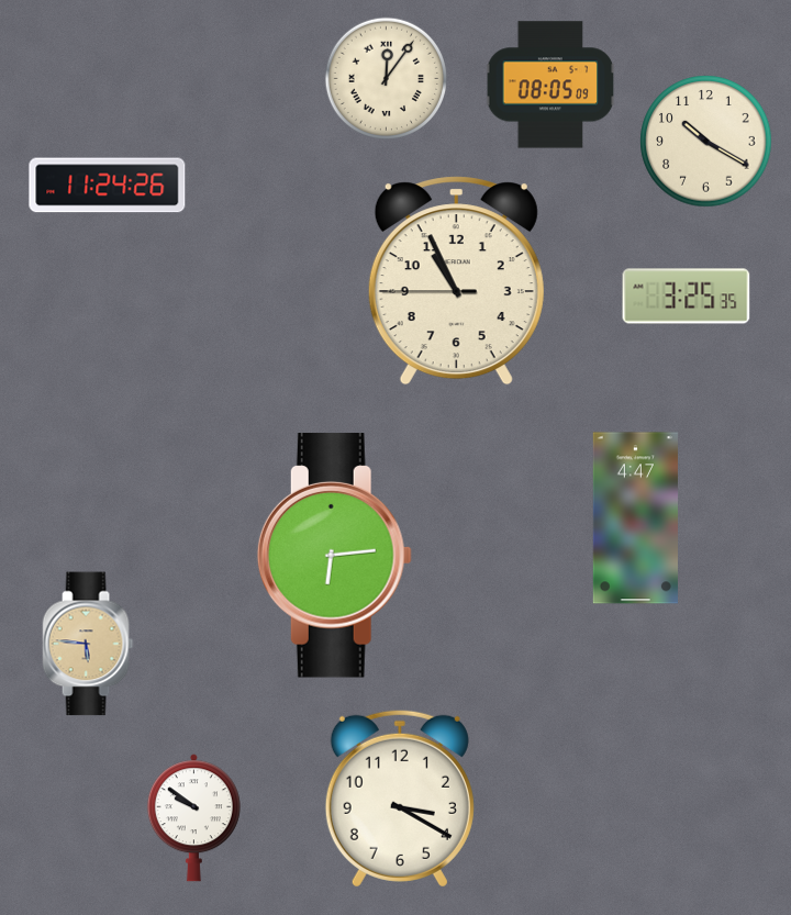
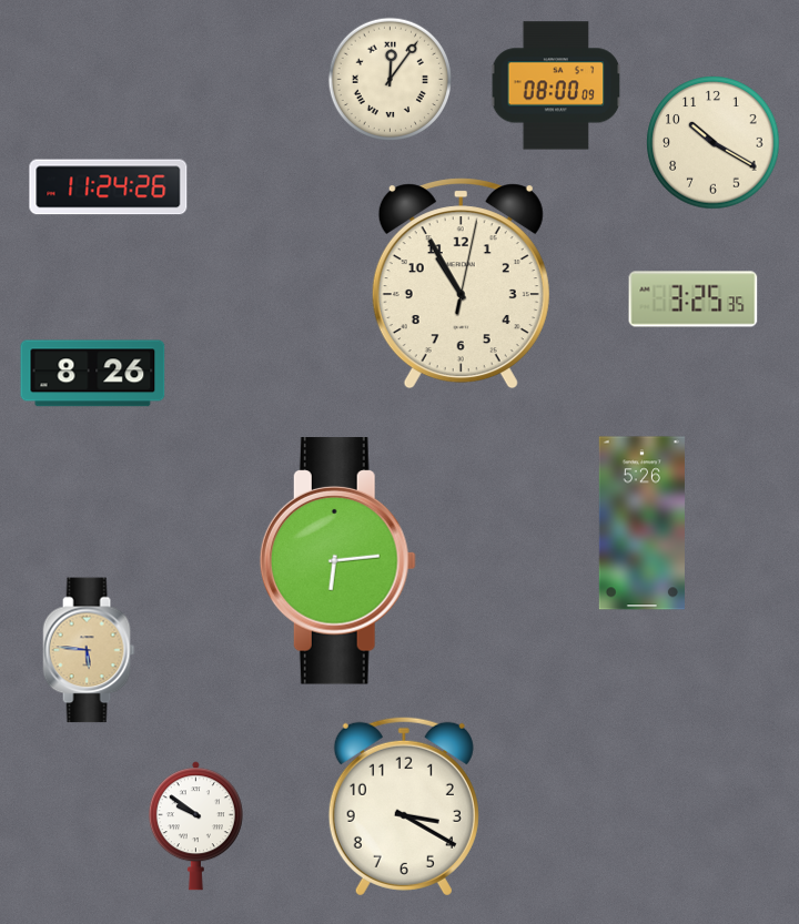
clock at (550, 85): 08:05 -> 08:00
clock at (456, 281): 10:55:45 -> 10:55:02
clock at (93, 374): none -> 8:26
clock at (635, 518): 4:47 -> 5:26
